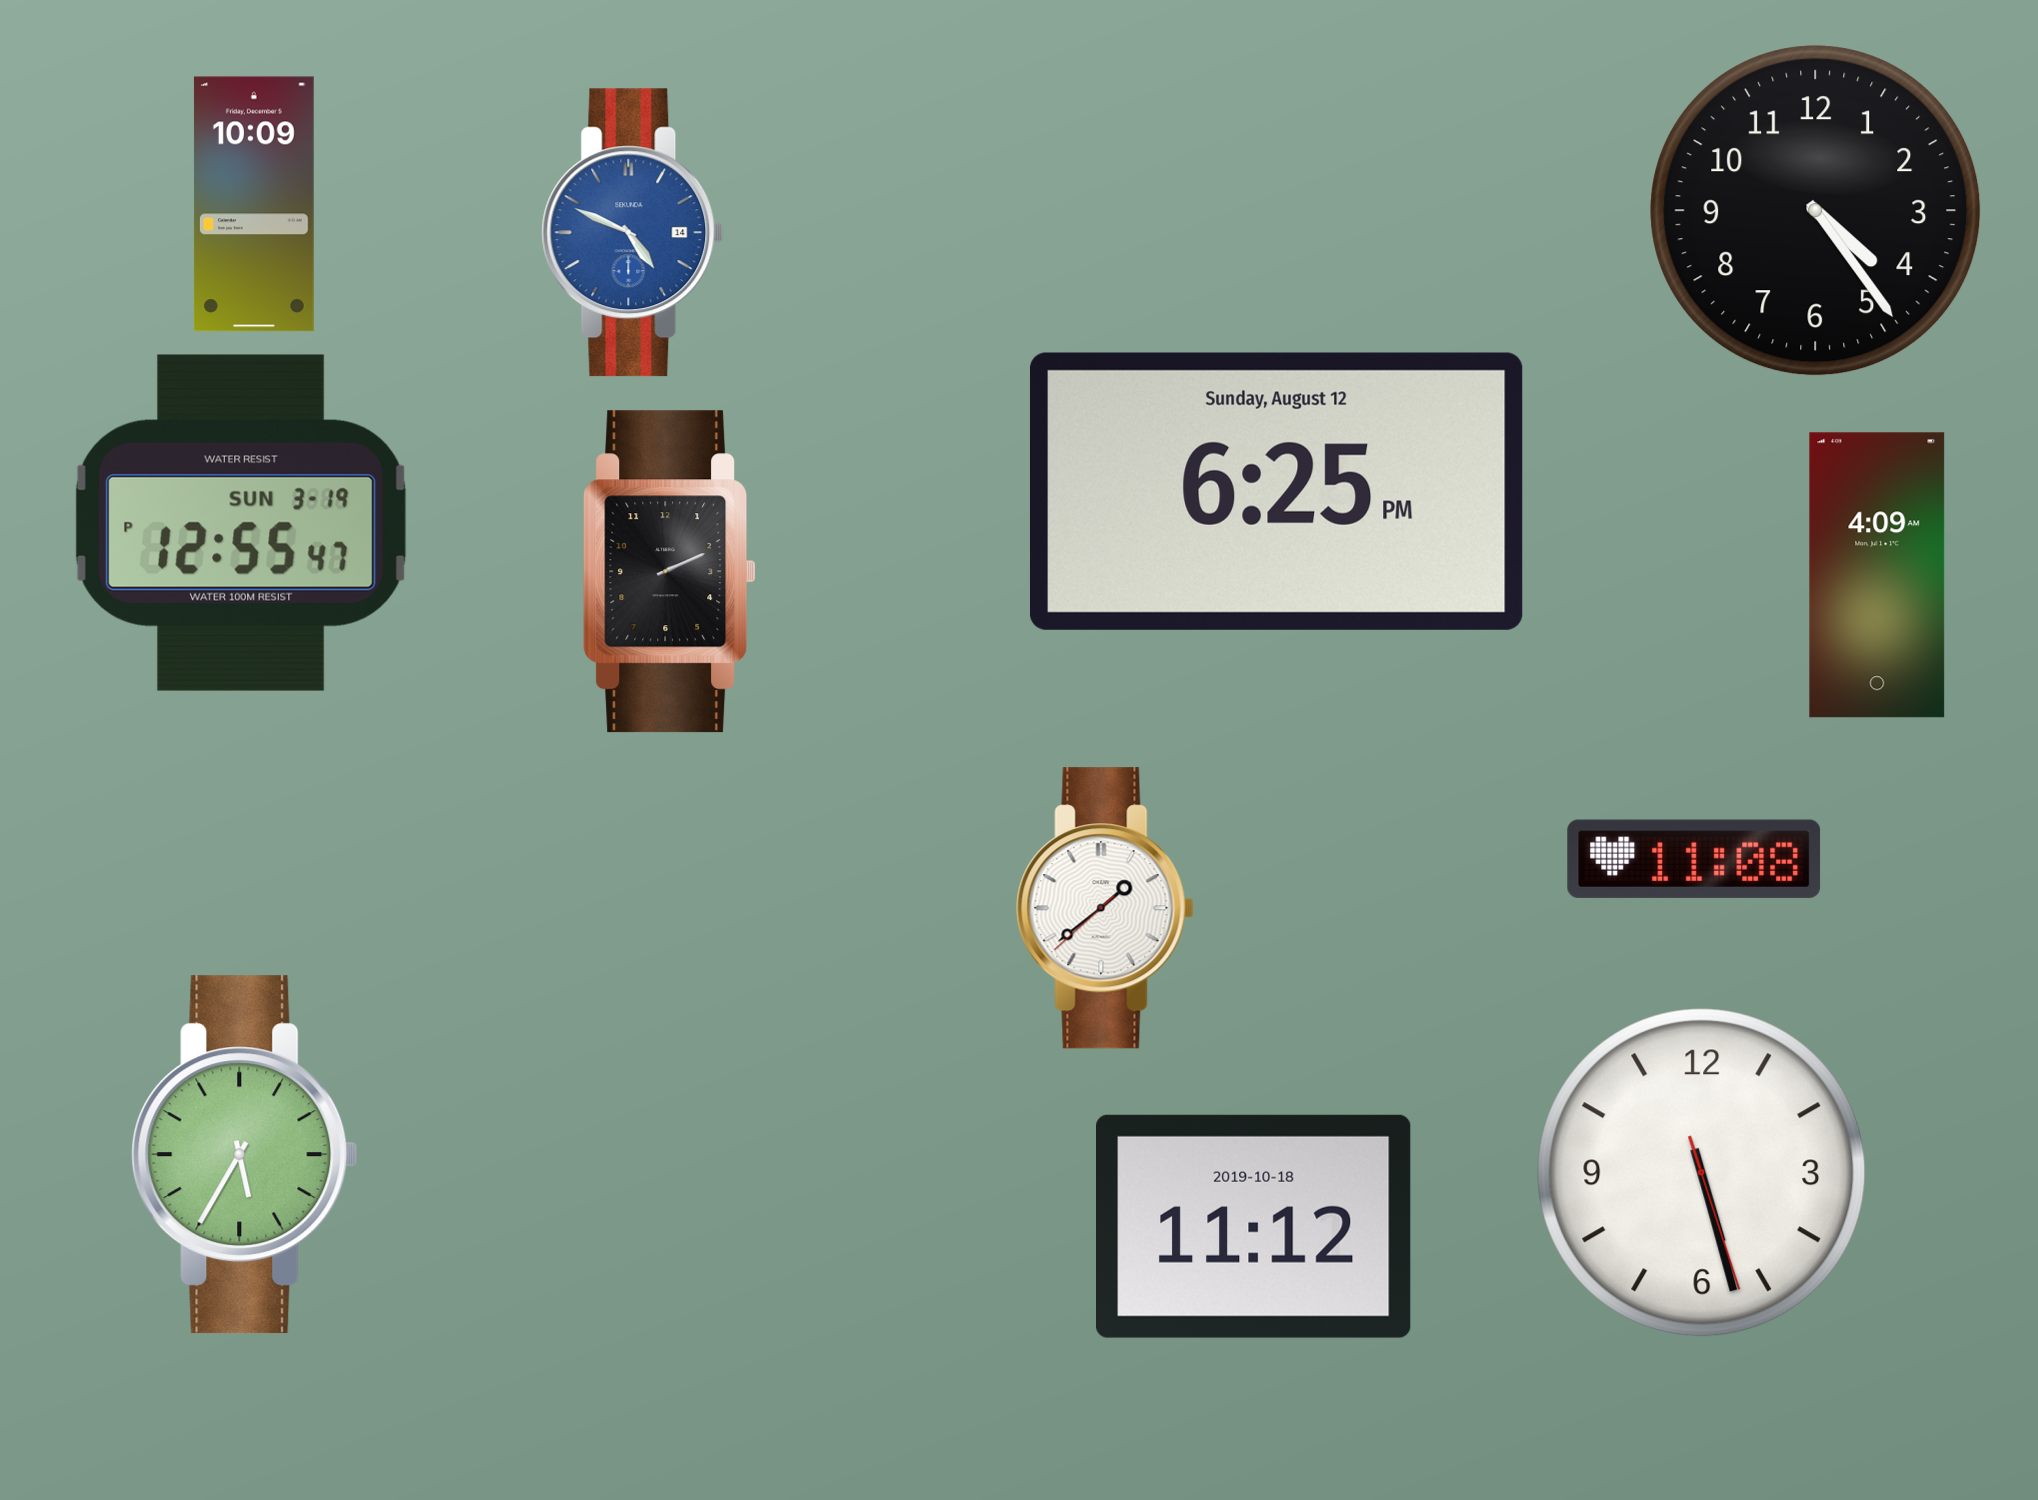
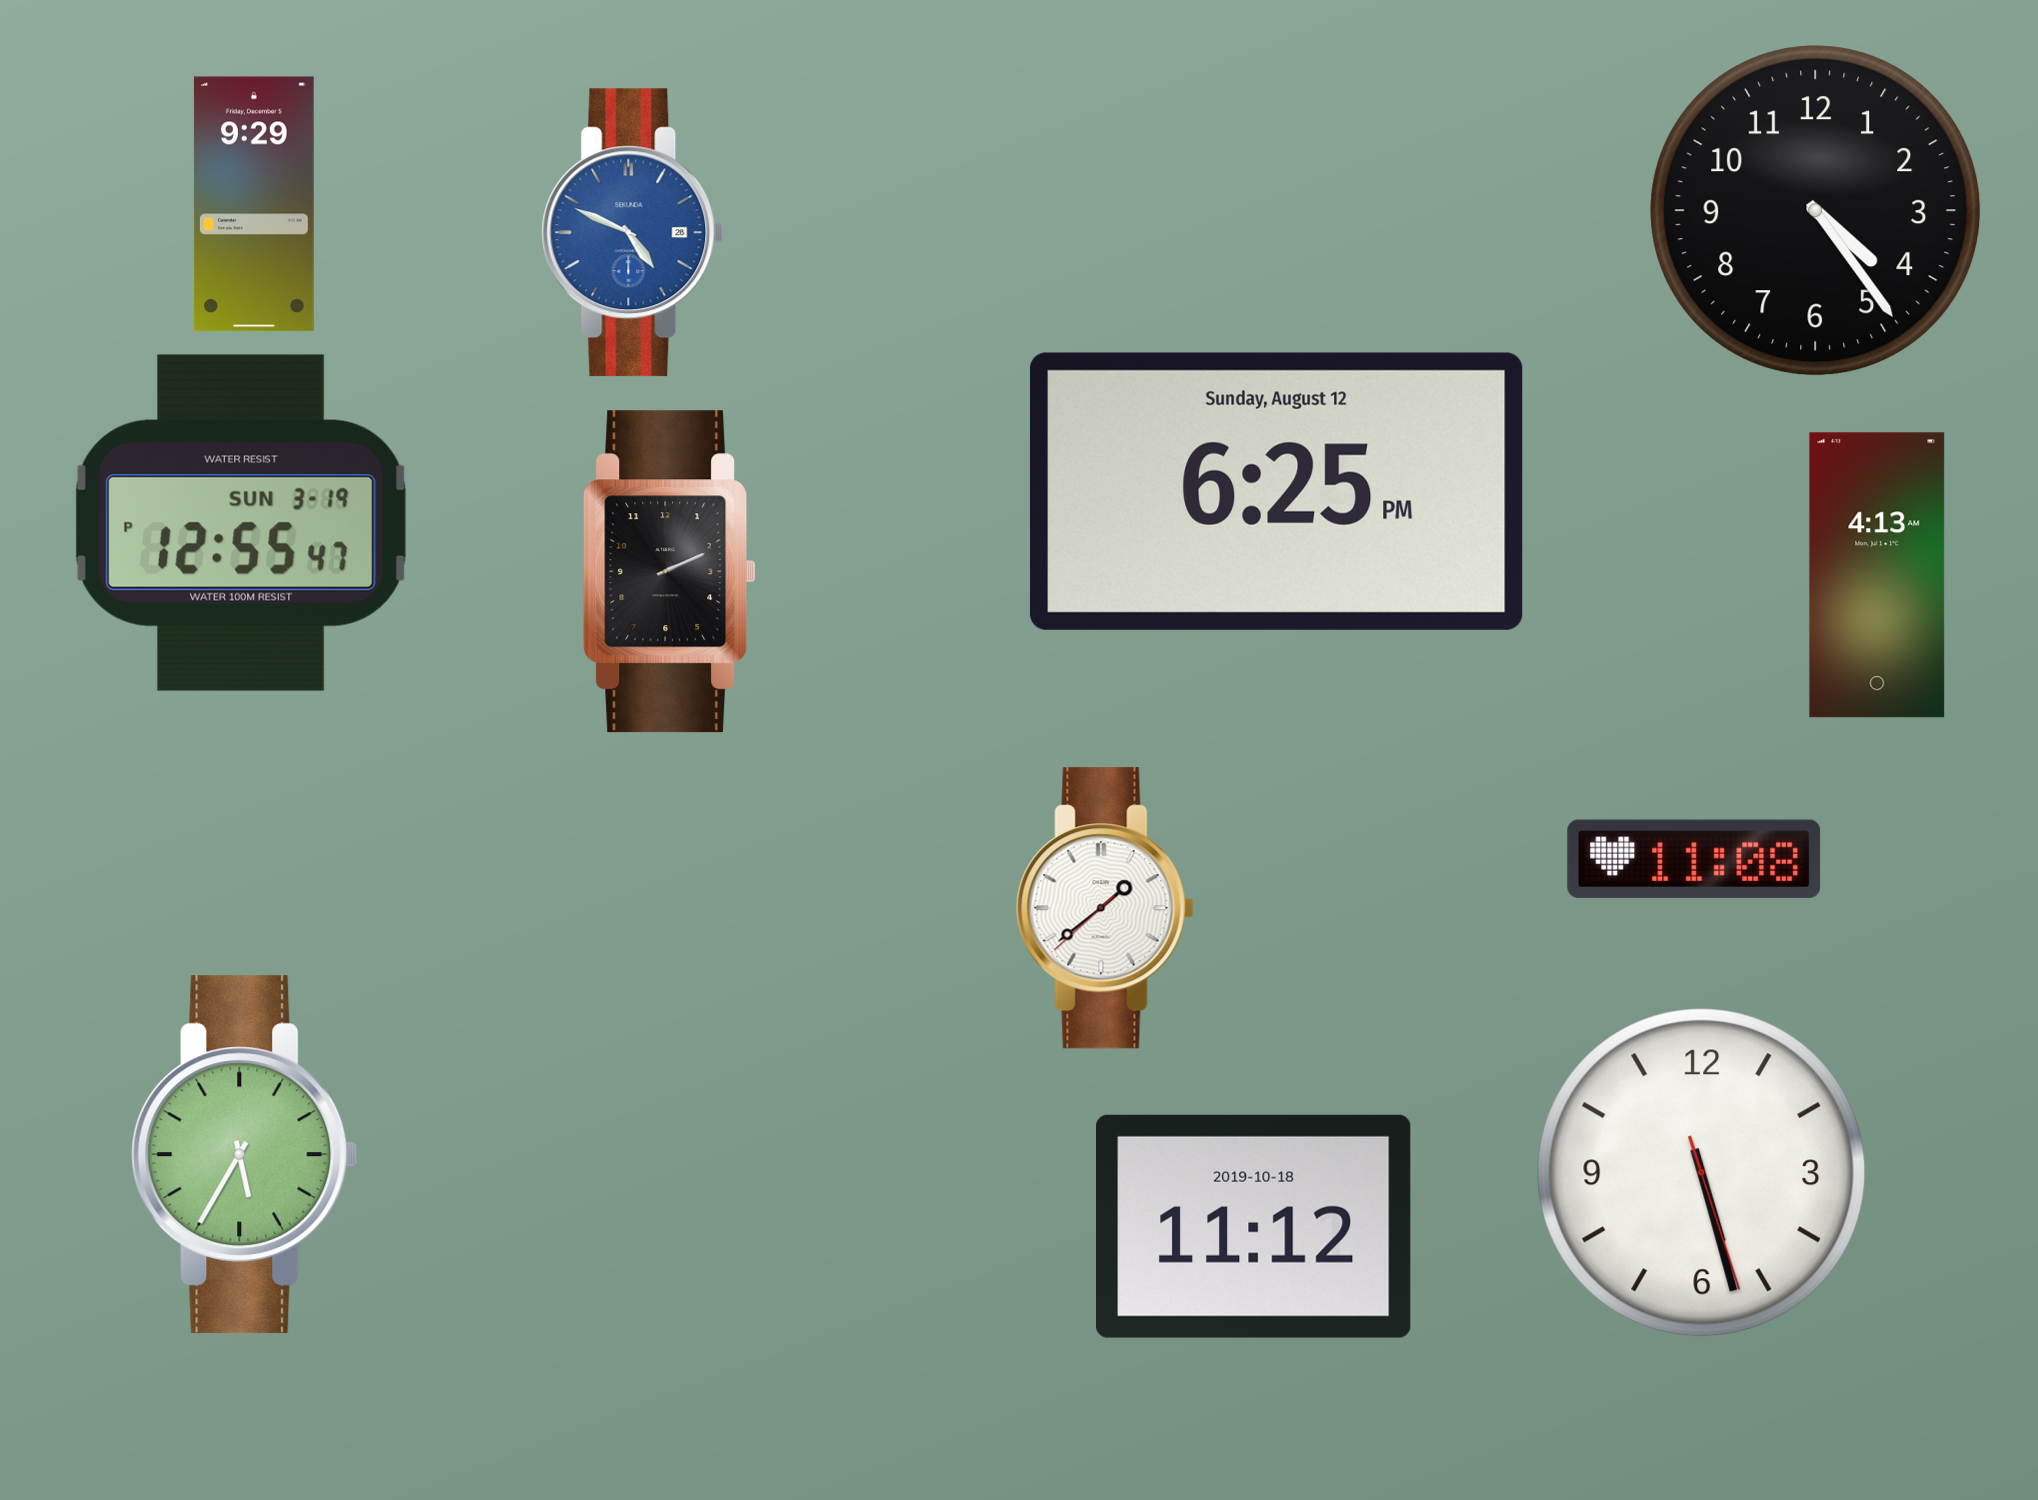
clock at (254, 204): 10:09 -> 9:29
clock at (633, 233) date: 14 -> 28
clock at (1877, 575): 4:09 -> 4:13
